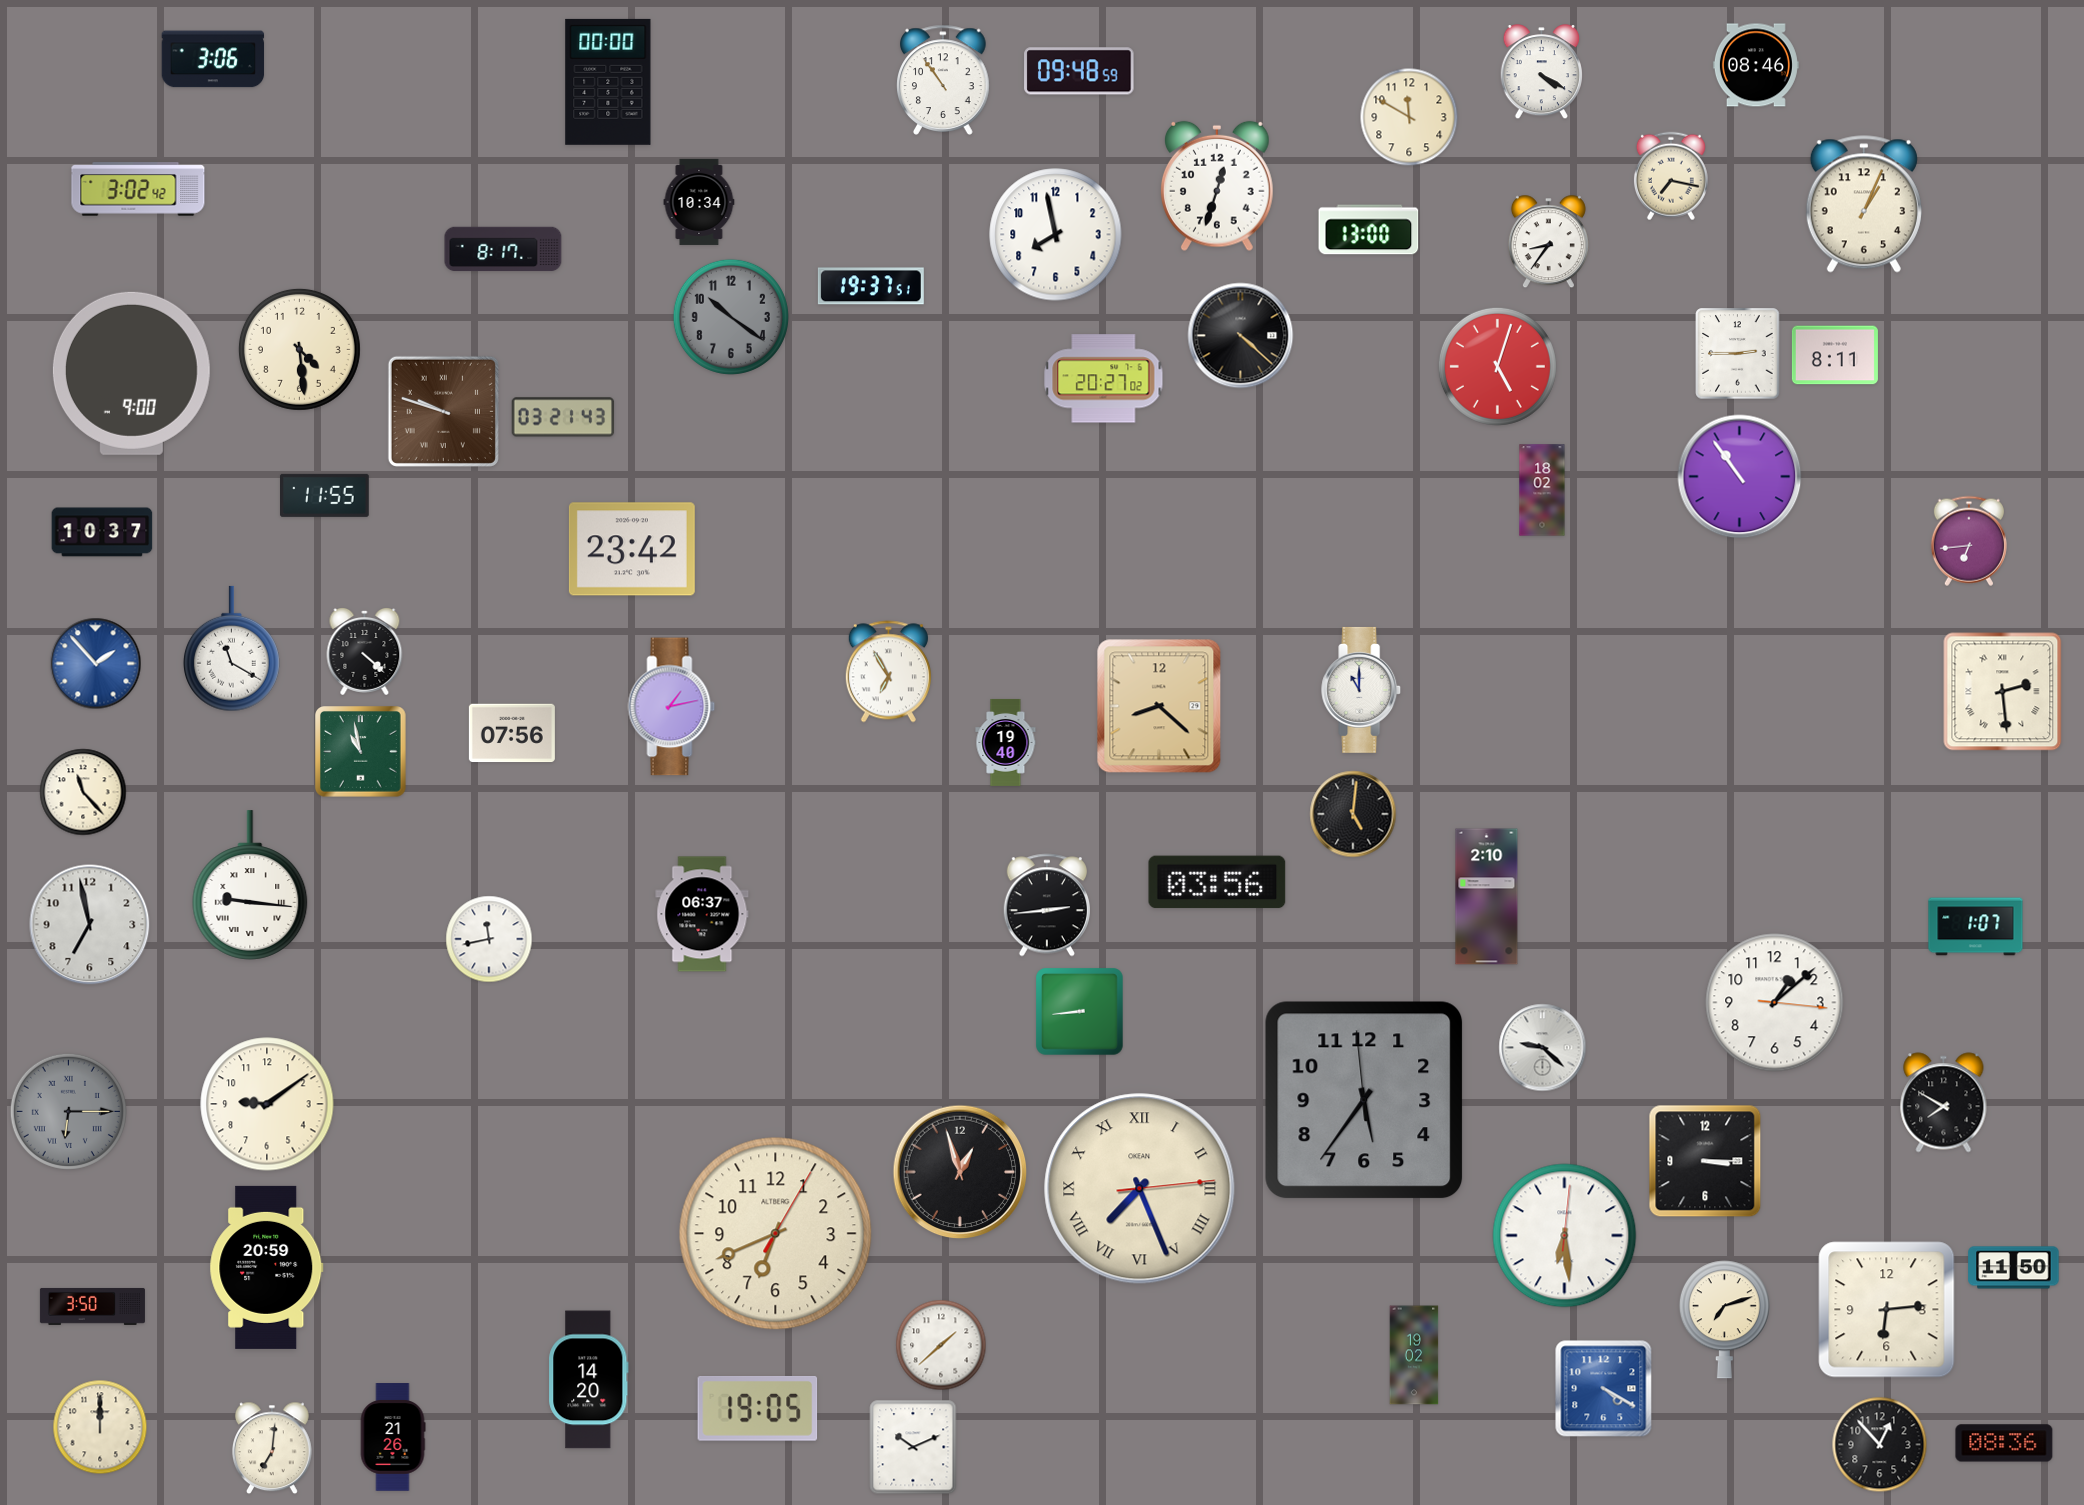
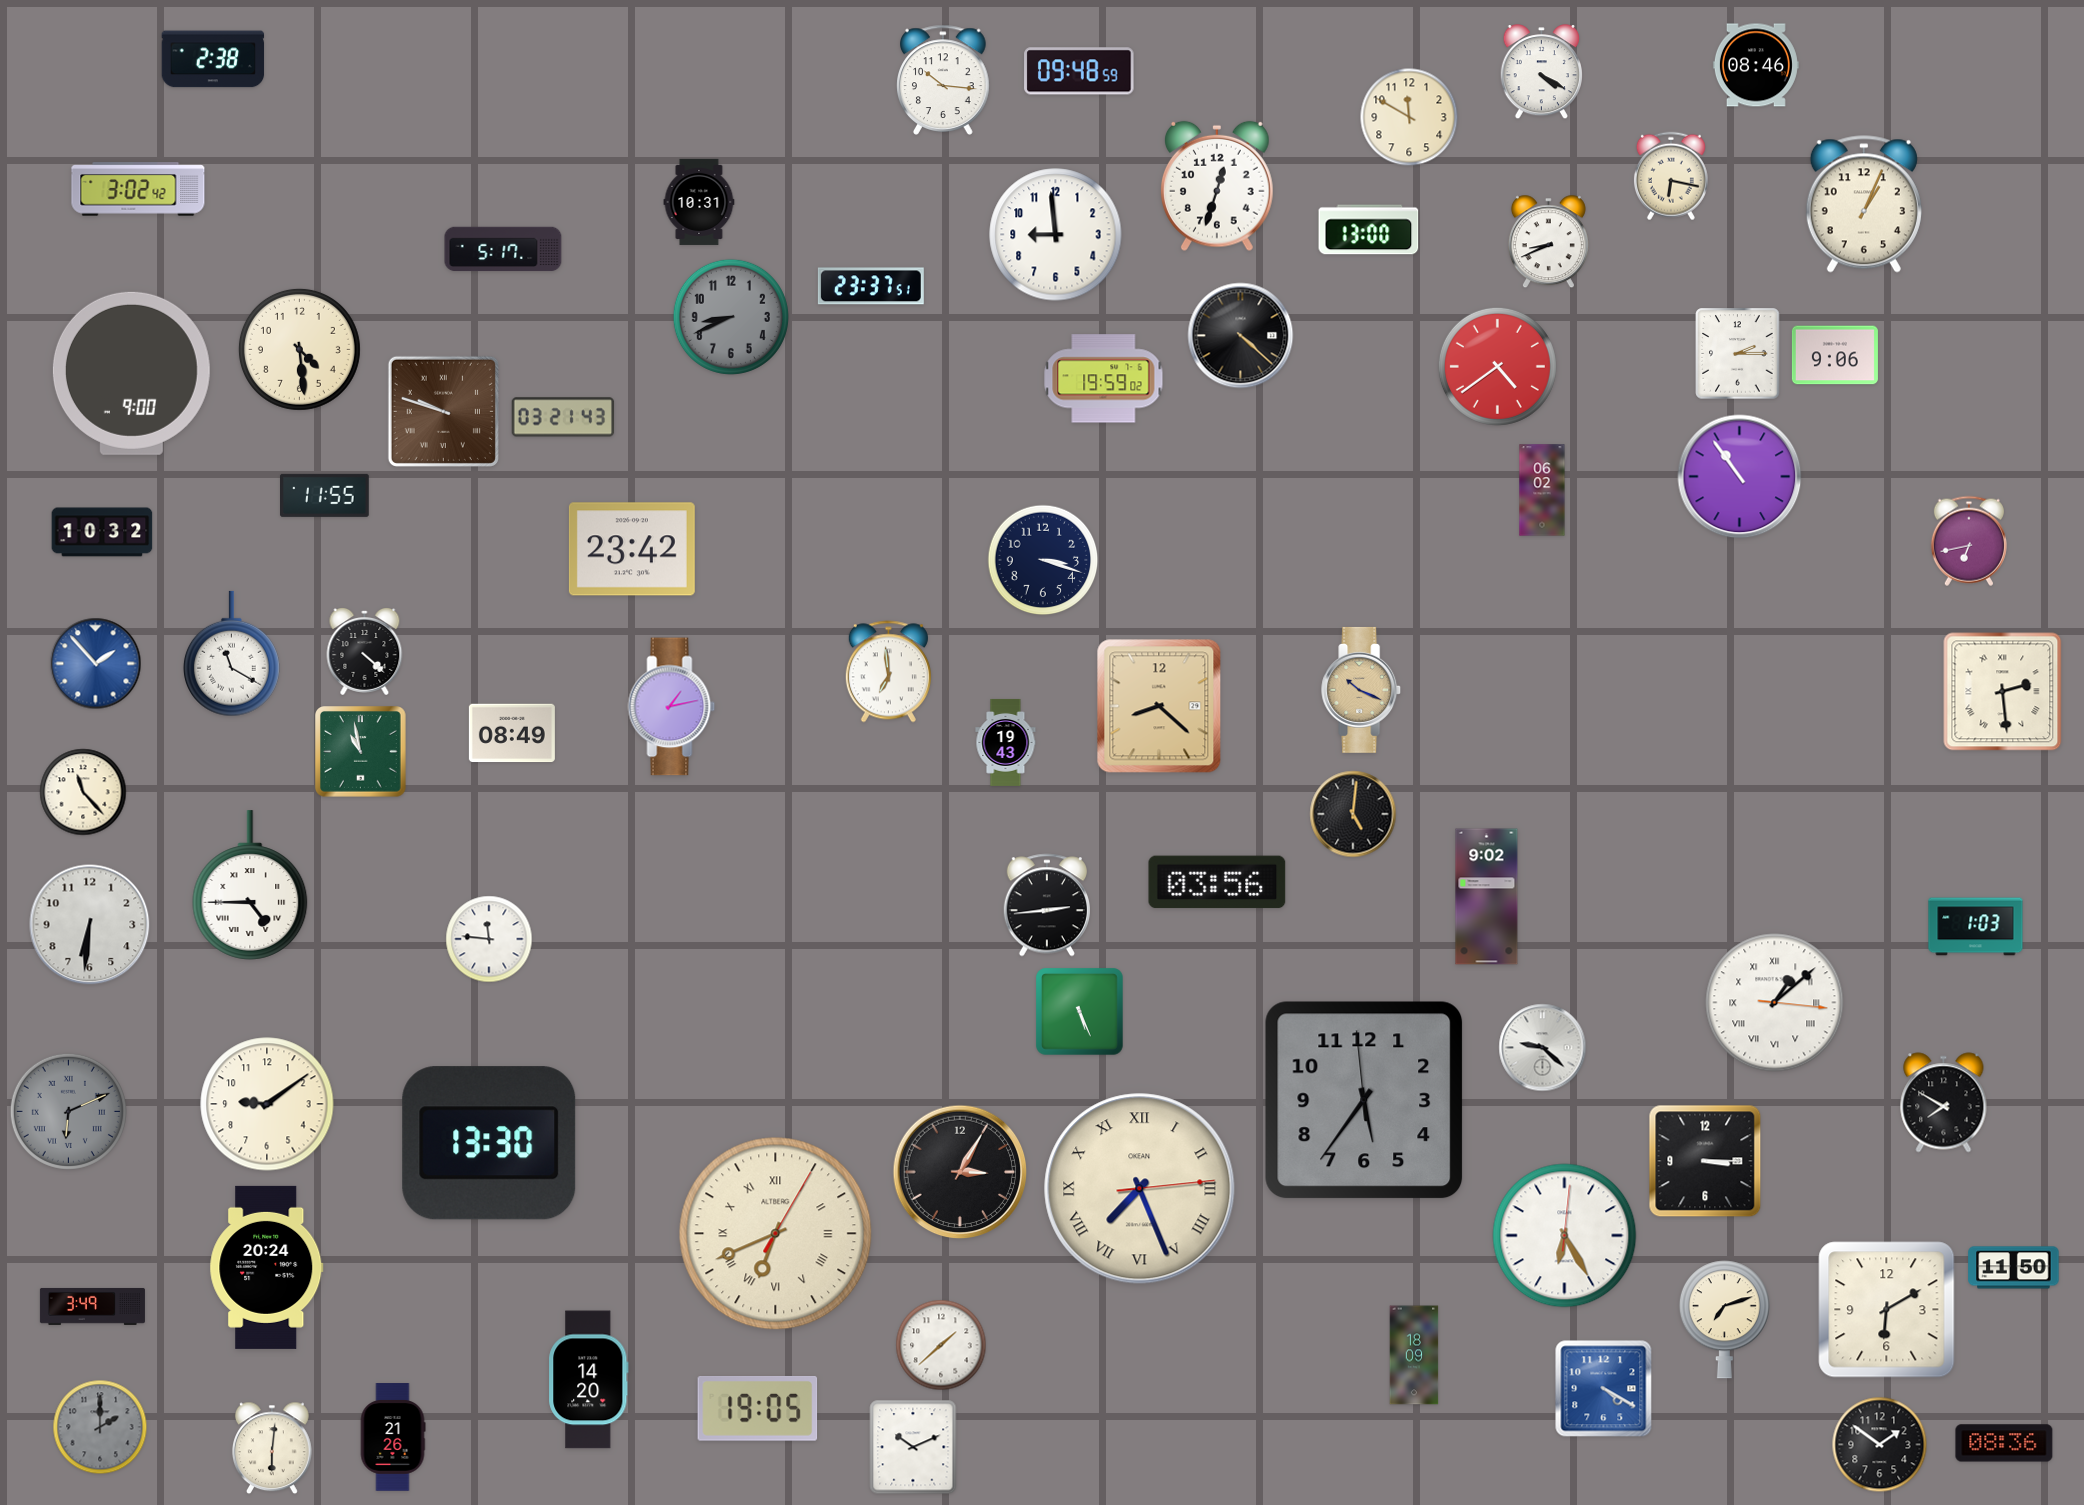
clock at (213, 59): 3:06 -> 2:38
clock at (943, 80): 10:54 -> 10:16
clock at (608, 82): 00:00 -> none
clock at (1671, 176): 7:17 -> 6:17
clock at (699, 202): 10:34 -> 10:31
clock at (1056, 235): 7:58 -> 8:59
clock at (1548, 242): 8:36 -> 8:41
clock at (503, 249): 8:17 -> 5:17
clock at (871, 286): 19:37 -> 23:37
clock at (731, 317): 10:21 -> 8:41
clock at (1738, 354): 2:45 -> 2:15
clock at (1835, 355): 8:11 -> 9:06
clock at (1497, 366): 5:03 -> 4:39
clock at (1104, 379): 20:27 -> 19:59
clock at (1542, 490): 18:02 -> 06:02
clock at (102, 532): 10:37 -> 10:32
clock at (1969, 541): 6:44 -> 6:43
clock at (1043, 560): none -> 3:18
clock at (231, 649) position: (231, 649) -> (231, 654)
clock at (888, 672): 6:55 -> 6:59
clock at (1362, 690): 11:00 -> 10:19
clock at (1362, 690) dial: white -> champagne
clock at (512, 733): 07:56 -> 08:49
clock at (1006, 742): 19:40 -> 19:43
clock at (250, 885): 9:16 -> 4:45
clock at (1487, 897): 2:10 -> 9:02
clock at (702, 914): 06:37 -> none
clock at (90, 925): 6:58 -> 6:31
clock at (1976, 927): 1:07 -> 1:03
clock at (489, 939): 11:43 -> 11:46
clock at (1775, 1003) numerals: Arabic -> Roman
clock at (1080, 1012): 8:44 -> 5:26
clock at (68, 1111): 6:15 -> 6:11
clock at (489, 1143): none -> 13:30
clock at (960, 1172): 12:57 -> 3:05
clock at (776, 1234) numerals: Arabic -> Roman
clock at (1565, 1236): 6:29 -> 6:25
clock at (267, 1267): 20:59 -> 20:24
clock at (92, 1306): 3:50 -> 3:49
clock at (1887, 1310): 6:14 -> 6:10
clock at (1414, 1355): 19:02 -> 18:09
clock at (100, 1427): 12:00 -> 2:00
clock at (100, 1427) dial: cream -> grey
clock at (1880, 1445): 12:53 -> 1:51
clock at (272, 1448): 7:01 -> 6:01
